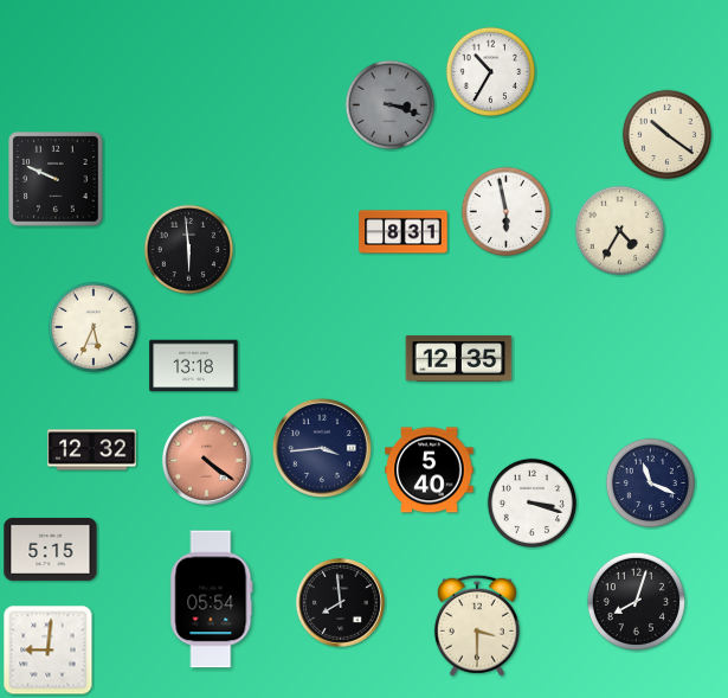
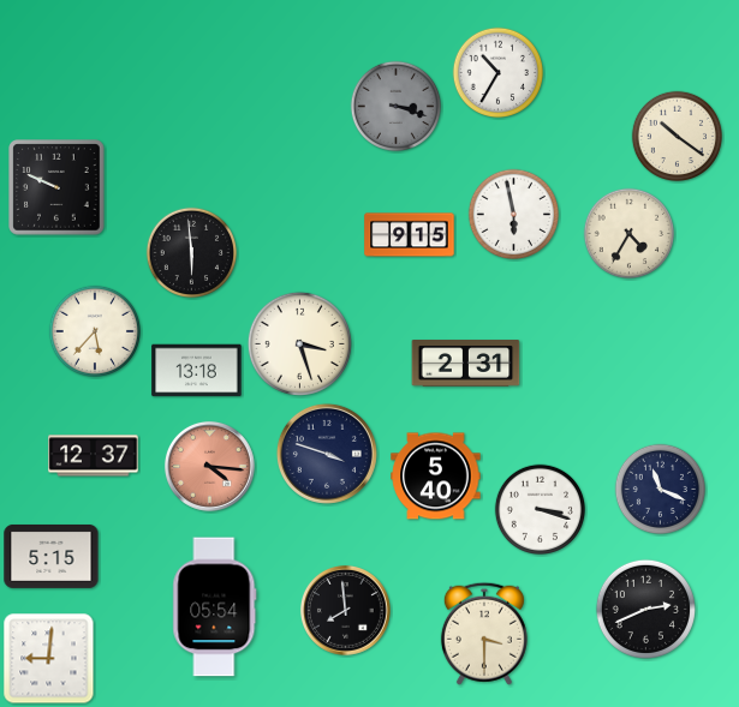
clock at (56, 179) position: (56, 179) -> (56, 187)
clock at (404, 232): 8:31 -> 9:15
clock at (94, 326): 5:34 -> 5:37
clock at (299, 343): none -> 3:27
clock at (459, 359): 12:35 -> 2:31
clock at (322, 448): 3:44 -> 3:48
clock at (92, 450): 12:32 -> 12:37
clock at (206, 460): 4:21 -> 4:16
clock at (636, 601): 8:03 -> 2:41
